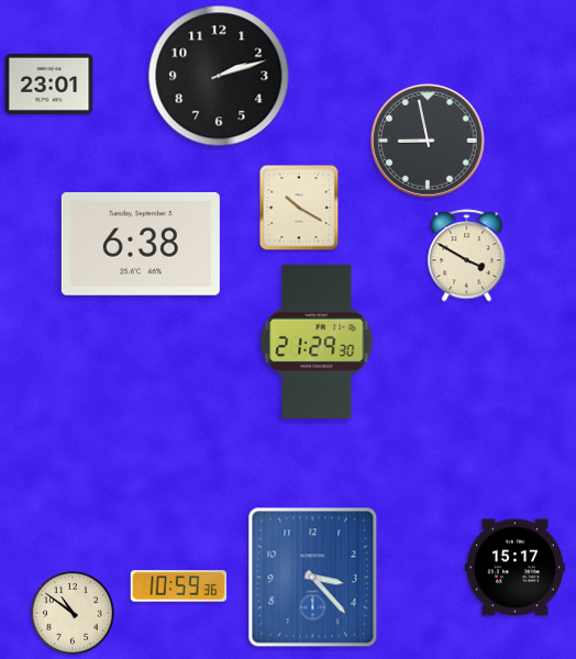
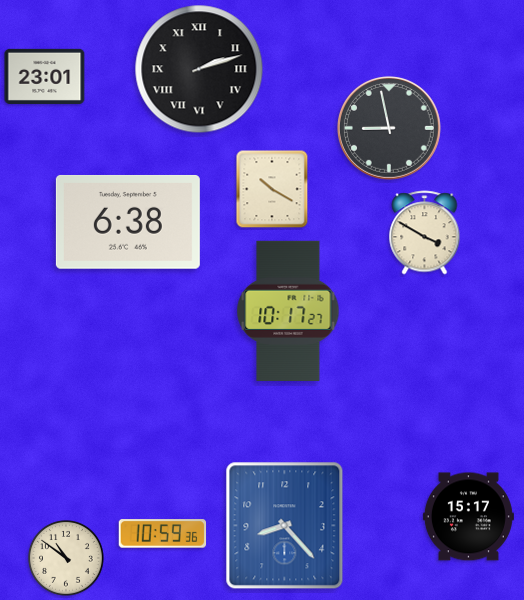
clock at (219, 76) numerals: Arabic -> Roman
clock at (317, 342): 21:29 -> 10:17
clock at (313, 578): 3:23 -> 8:23
